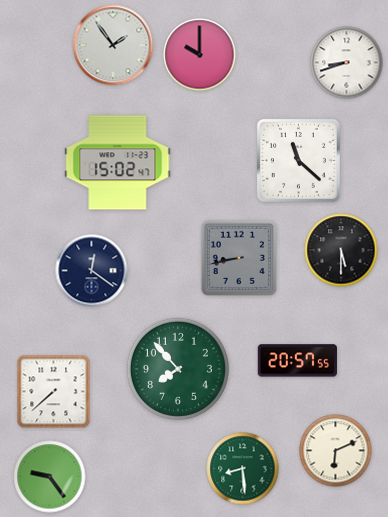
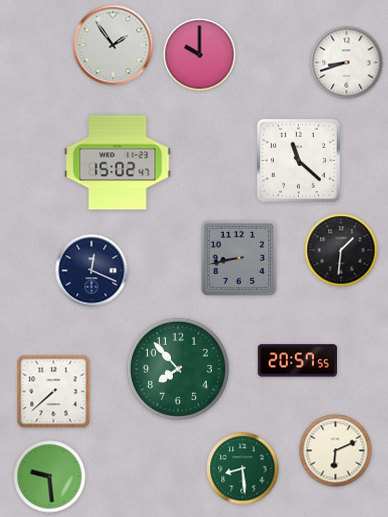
clock at (341, 250): 5:30 -> 1:31
clock at (92, 271): 12:21 -> 12:19
clock at (50, 477): 9:24 -> 9:29
